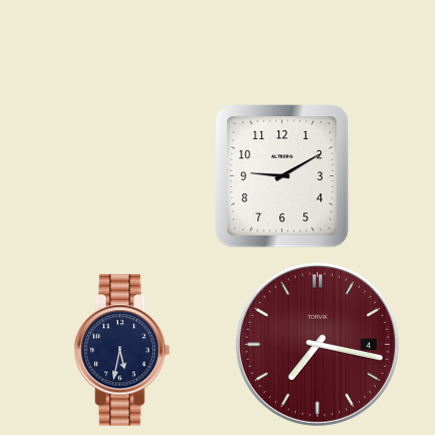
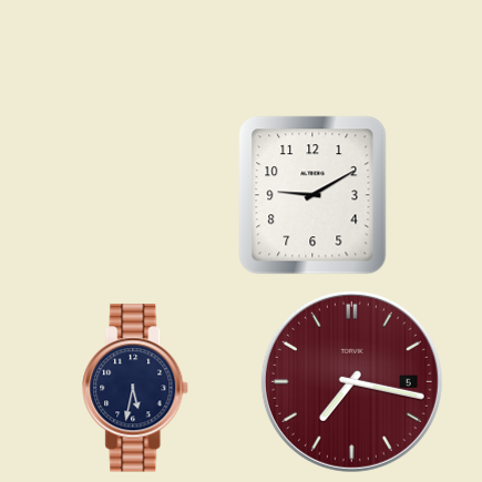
clock at (317, 344) date: 4 -> 5
